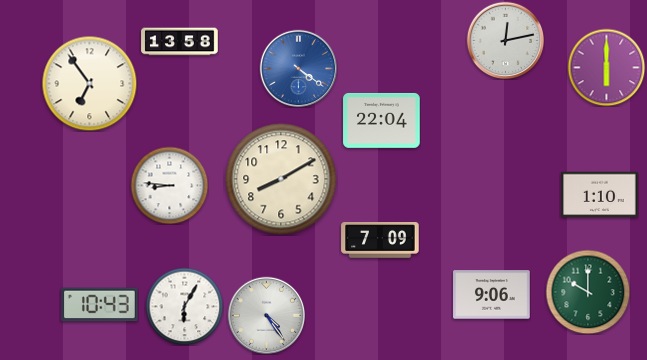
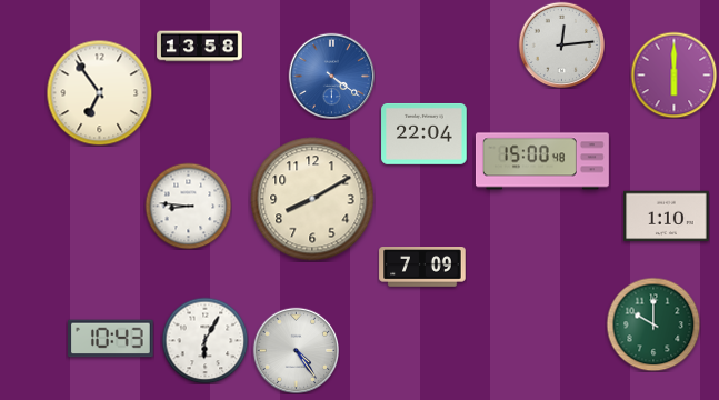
clock at (505, 40): 12:13 -> 12:14
clock at (542, 161): none -> 15:00
clock at (492, 295): 9:06 -> none
